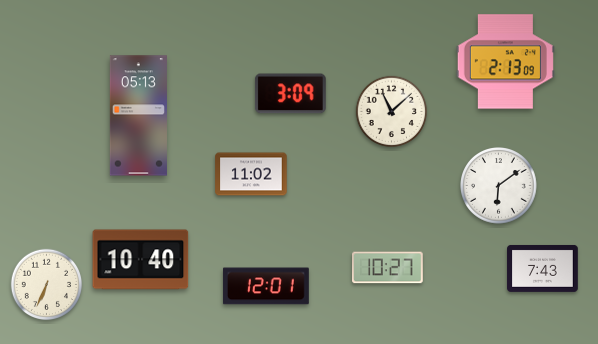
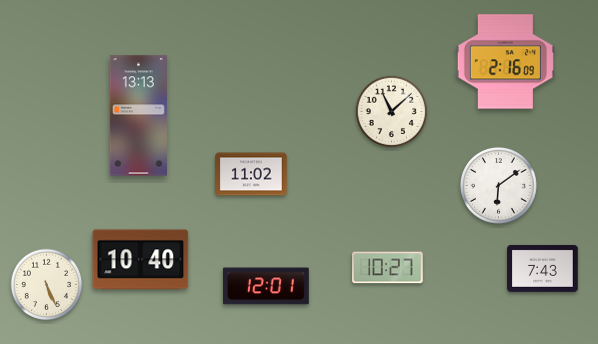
clock at (505, 62): 2:13 -> 2:16
clock at (290, 94): 3:09 -> none
clock at (138, 116): 05:13 -> 13:13
clock at (47, 285): 6:34 -> 5:26
